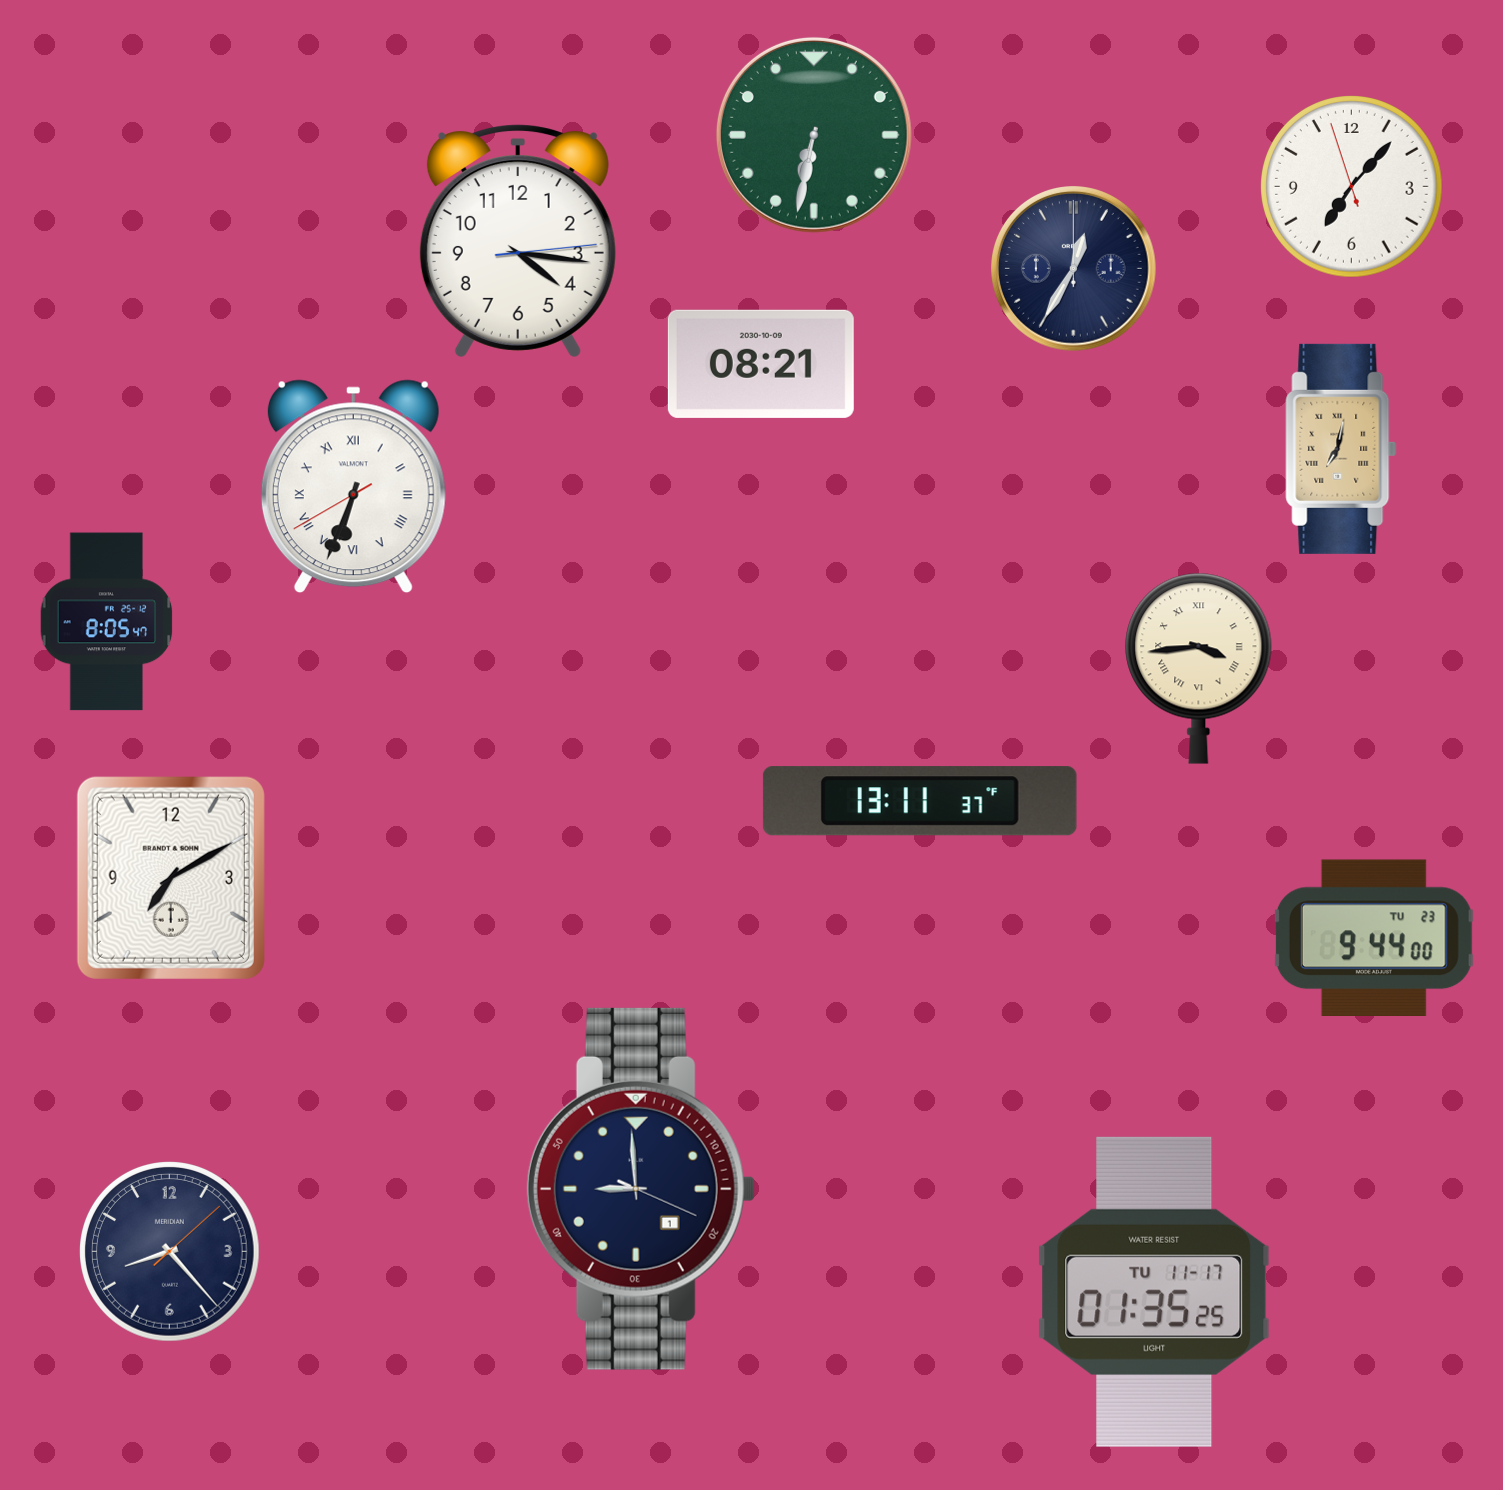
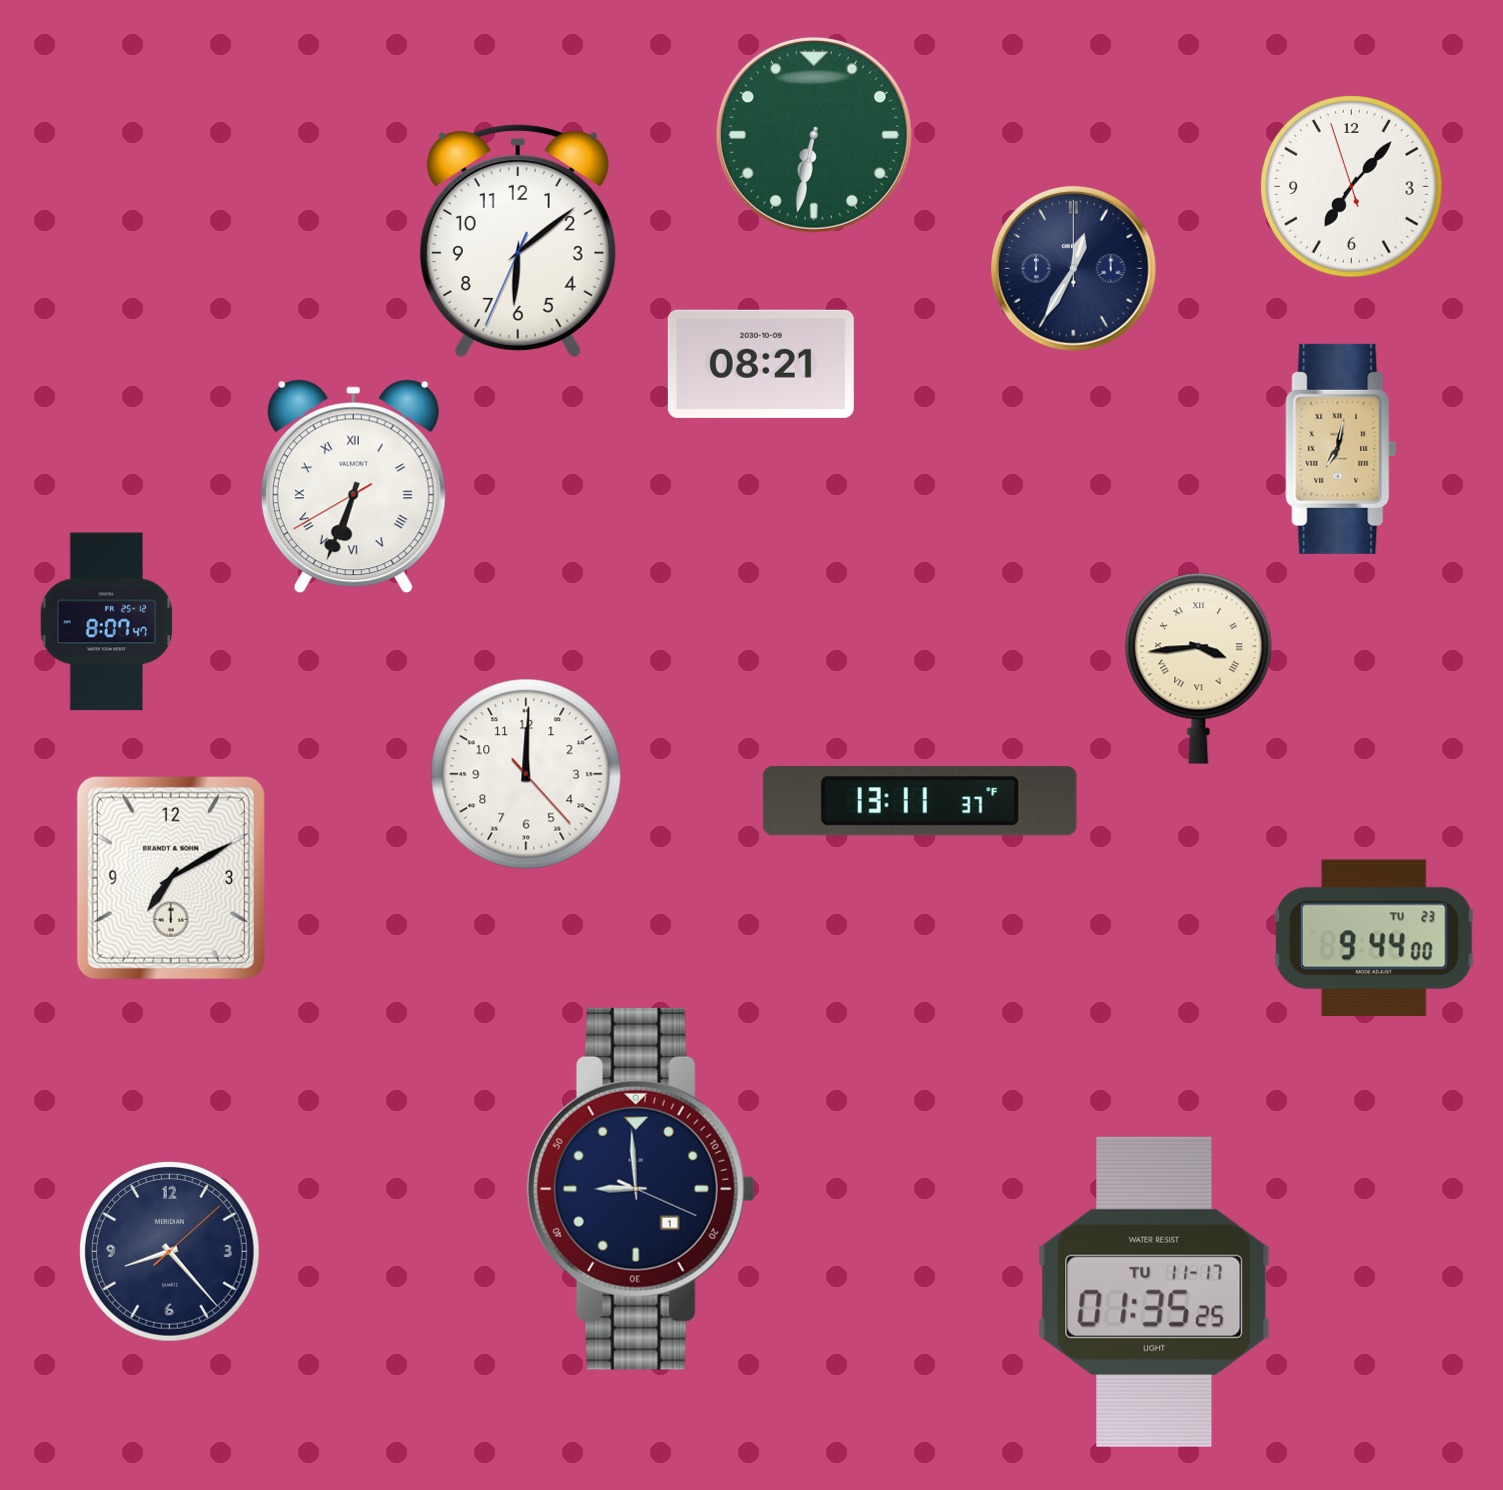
clock at (518, 241): 4:16 -> 6:08
clock at (107, 622): 8:05 -> 8:07
clock at (526, 774): none -> 12:00
